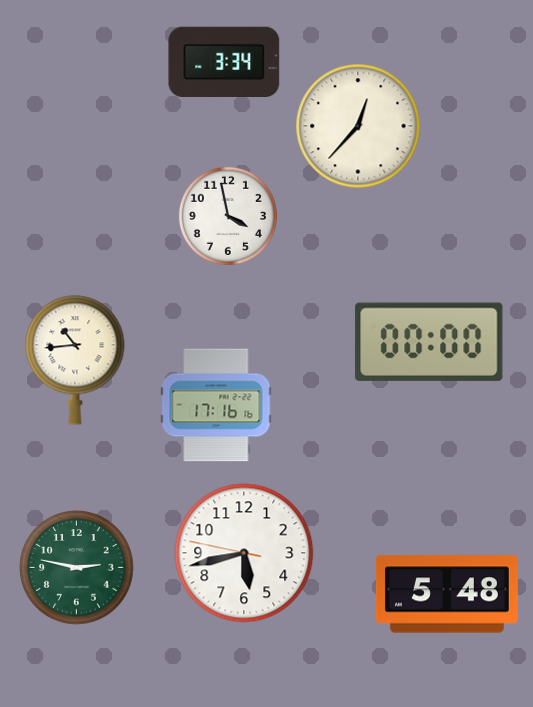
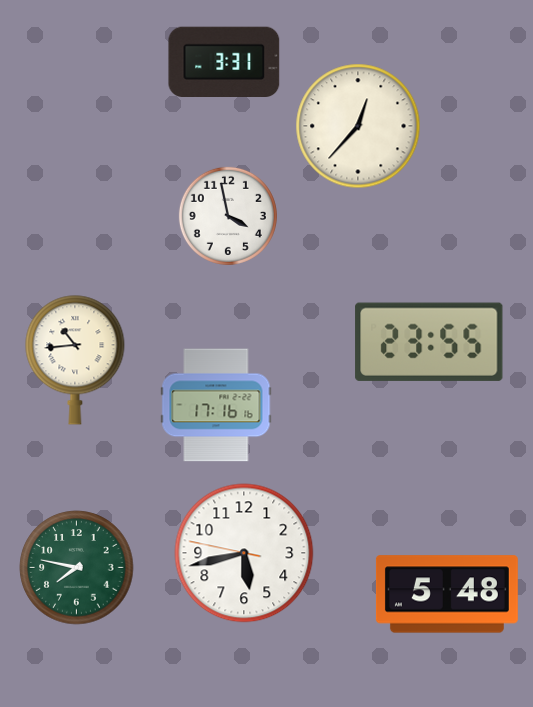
clock at (224, 62): 3:34 -> 3:31
clock at (429, 342): 00:00 -> 23:55
clock at (77, 568): 2:47 -> 7:47
